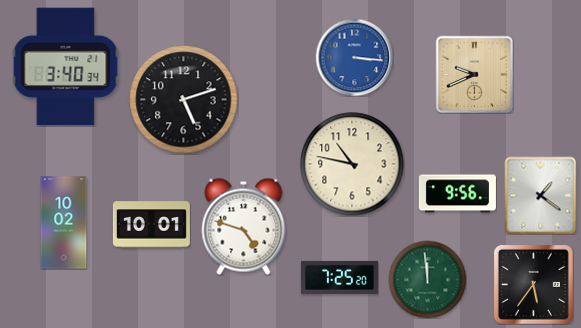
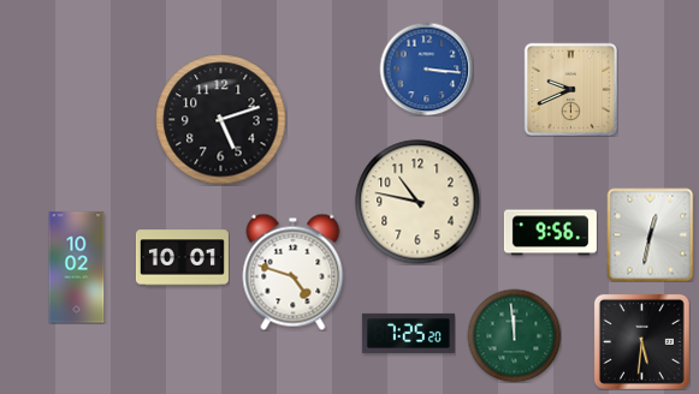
clock at (66, 67): 3:40 -> none
clock at (352, 164) position: (352, 164) -> (417, 202)
clock at (541, 195): 1:21 -> 12:32
clock at (151, 225) position: (151, 225) -> (182, 258)
clock at (533, 284): 5:36 -> 5:31
